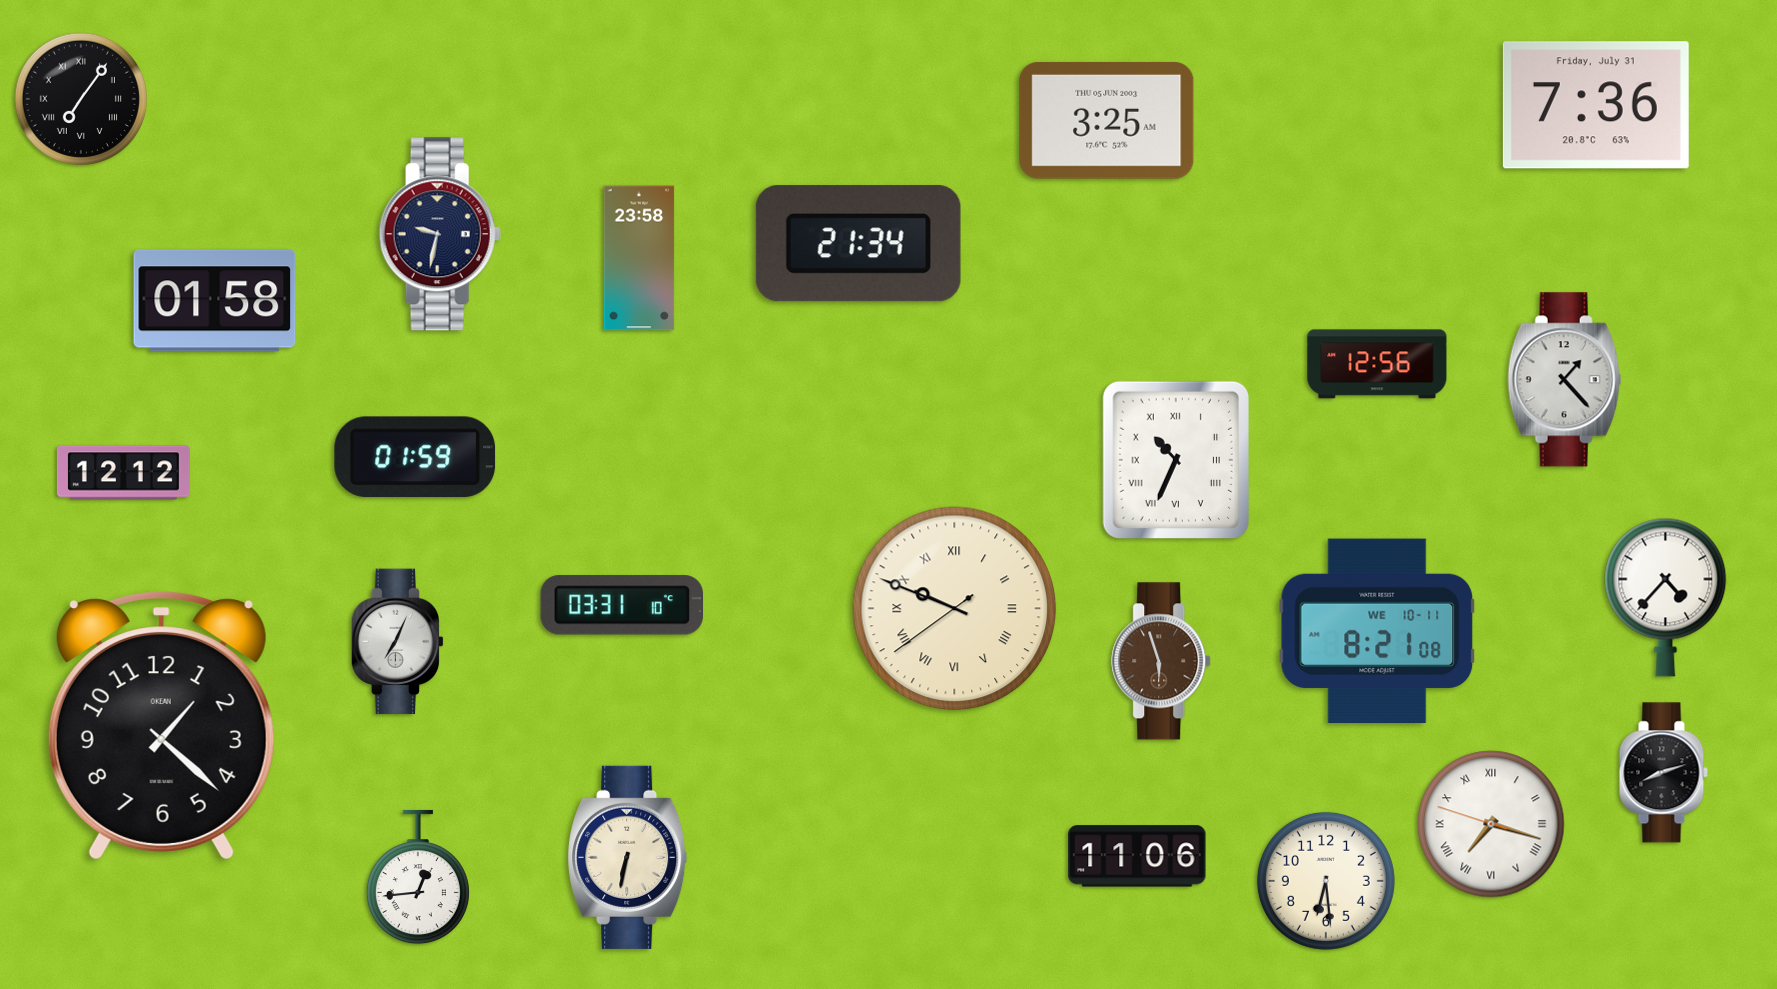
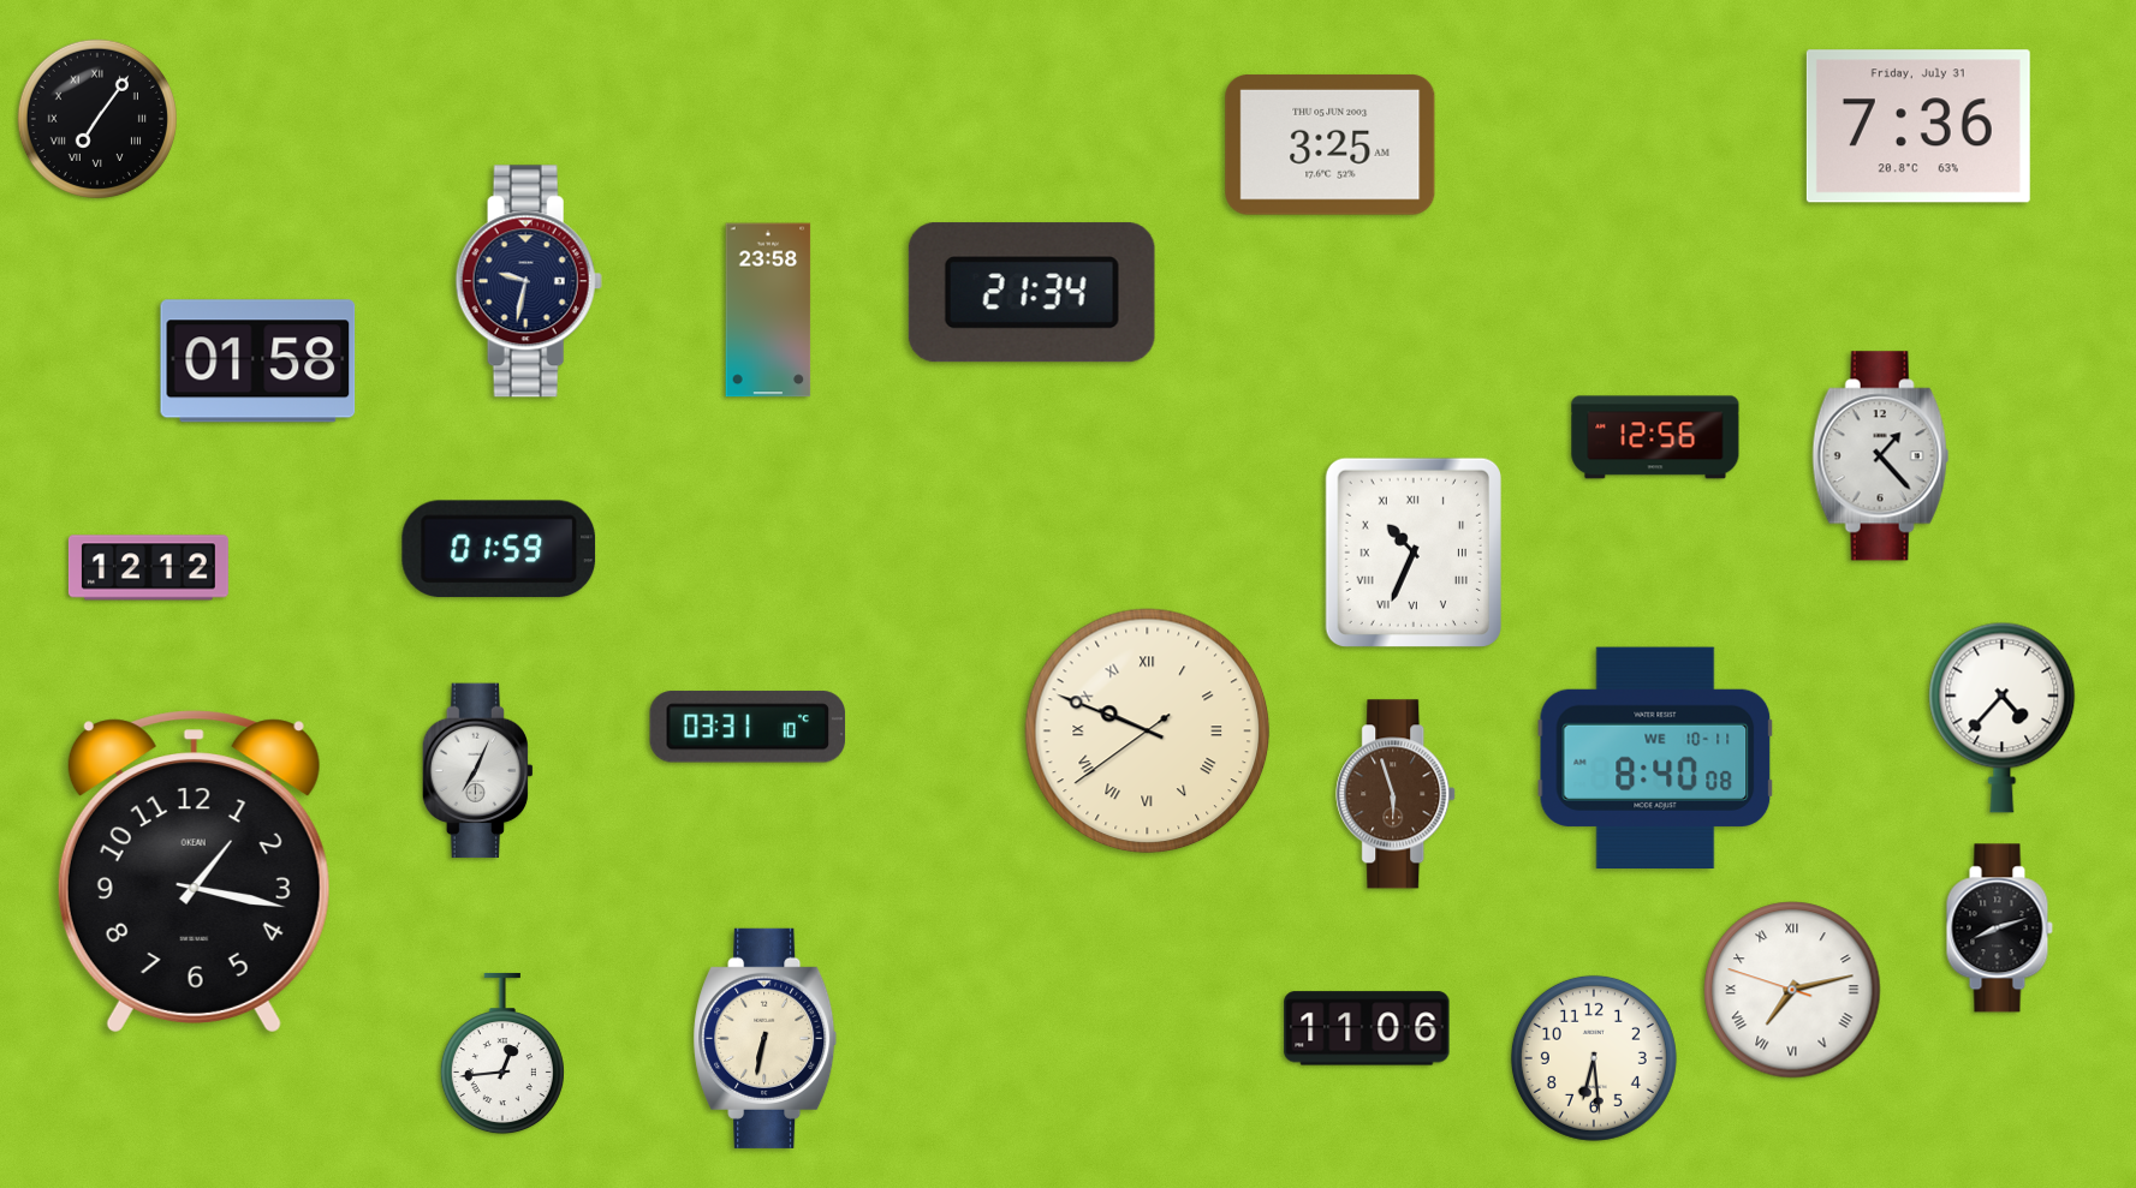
clock at (1377, 631): 8:21 -> 8:40
clock at (161, 726): 1:22 -> 1:17
clock at (1491, 824): 7:17 -> 7:12
clock at (628, 857) position: (628, 857) -> (766, 1038)
